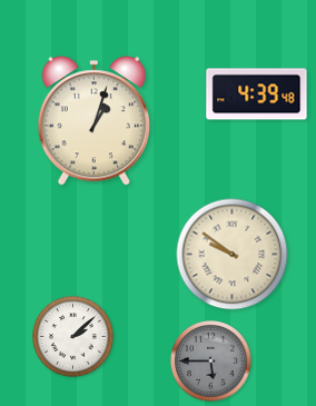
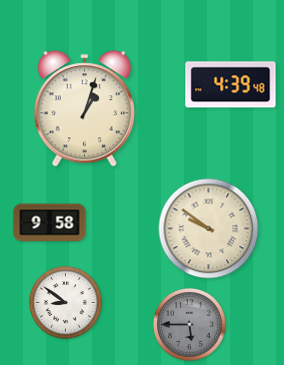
clock at (50, 223): none -> 9:58
clock at (73, 337): 2:08 -> 8:51
